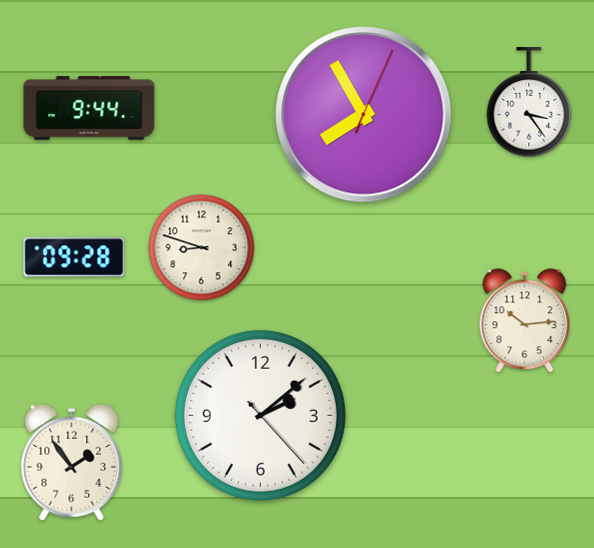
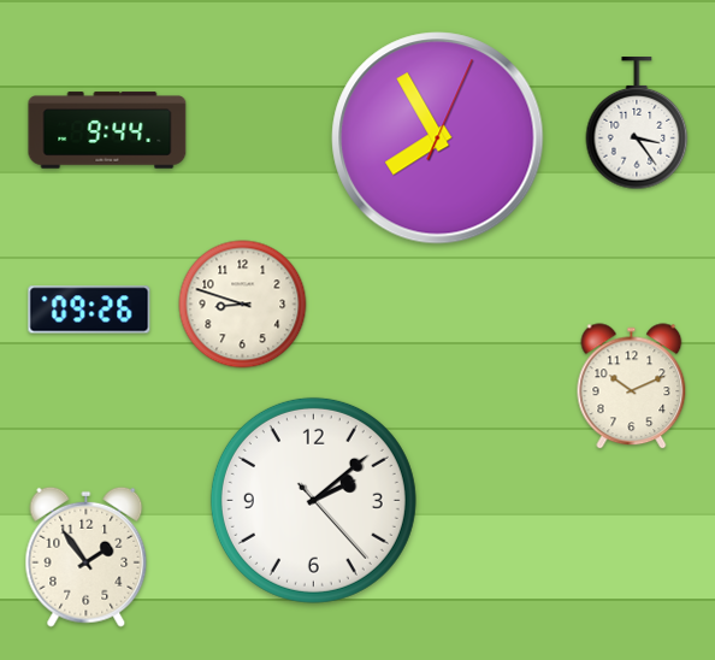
clock at (202, 248) position: (202, 248) -> (243, 305)
clock at (74, 257): 09:28 -> 09:26
clock at (525, 321): 10:14 -> 10:11
